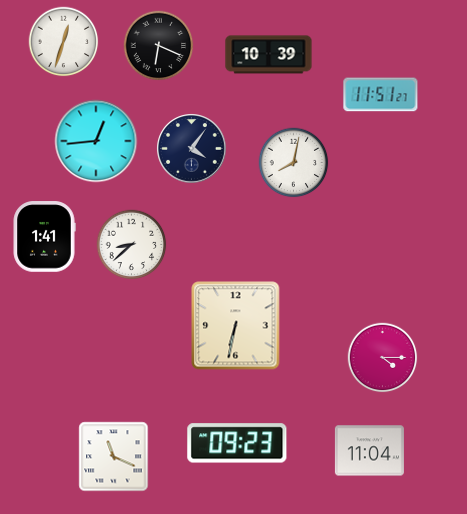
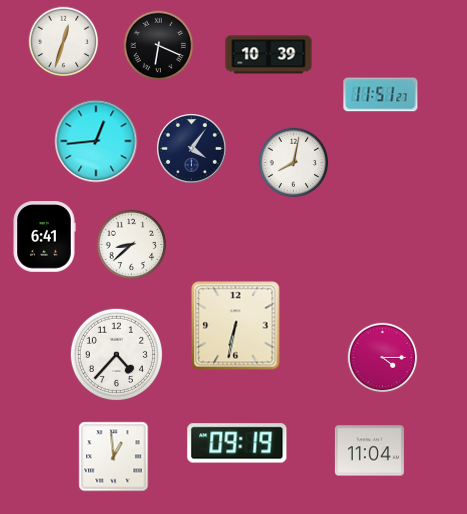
clock at (44, 237): 1:41 -> 6:41
clock at (116, 354): none -> 4:37
clock at (237, 443): 09:23 -> 09:19
clock at (114, 457): 11:19 -> 12:59
